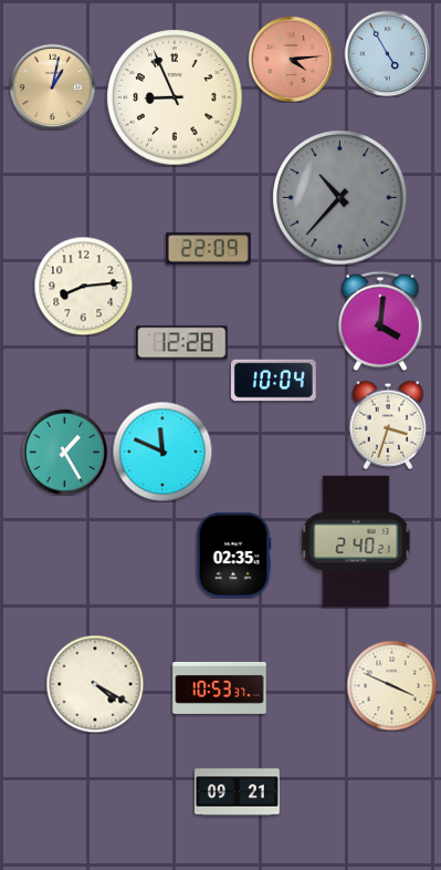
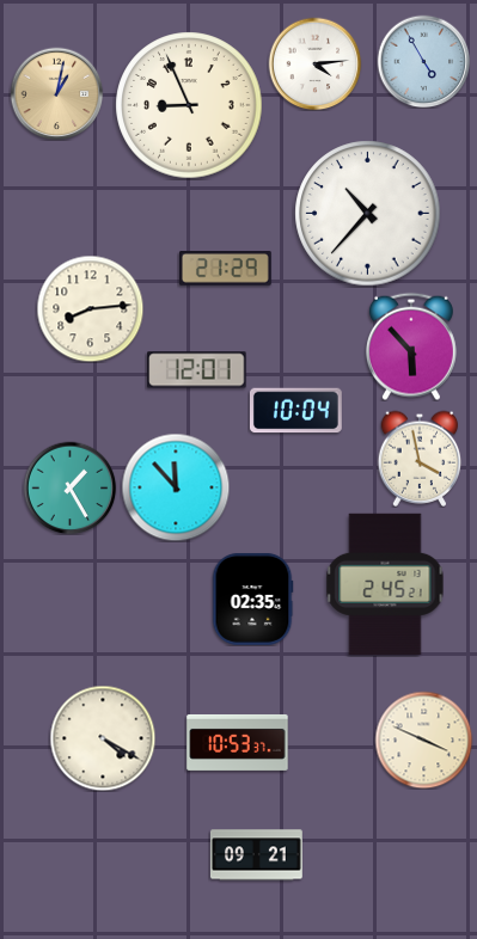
clock at (387, 53) position: (387, 53) -> (423, 61)
clock at (291, 59) dial: salmon -> white
clock at (340, 198) dial: grey -> white
clock at (208, 249): 22:09 -> 21:29
clock at (380, 321): 4:01 -> 5:53
clock at (182, 343): 12:28 -> 12:01
clock at (388, 425): 3:33 -> 3:58
clock at (162, 452): 11:49 -> 11:53
clock at (356, 541): 2:40 -> 2:45
